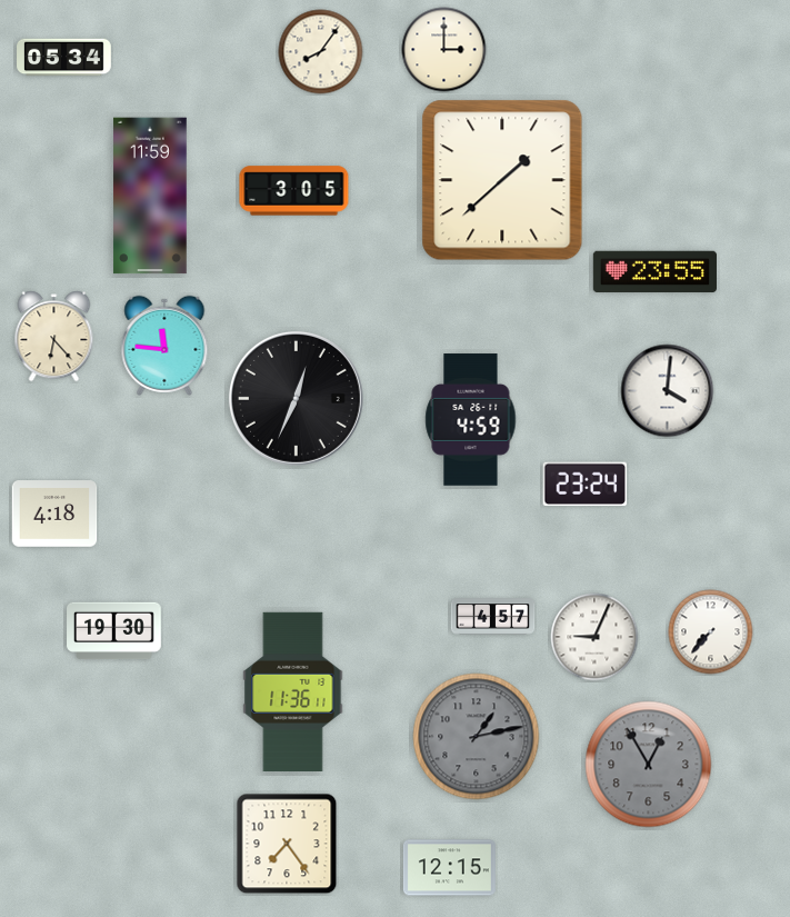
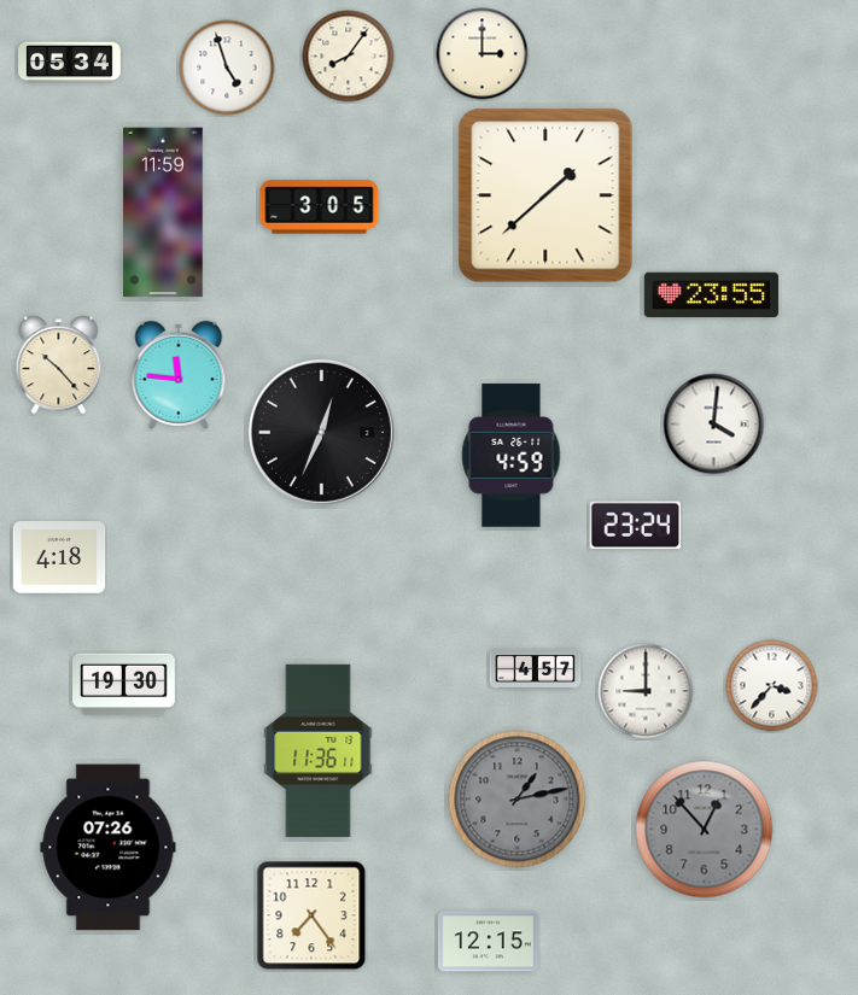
clock at (227, 68): none -> 4:57
clock at (54, 337): 6:23 -> 10:23
clock at (668, 391) position: (668, 391) -> (714, 425)
clock at (711, 632): 7:37 -> 3:37
clock at (594, 637): 9:04 -> 9:00
clock at (649, 765): 12:55 -> 12:53
clock at (109, 848): none -> 07:26
